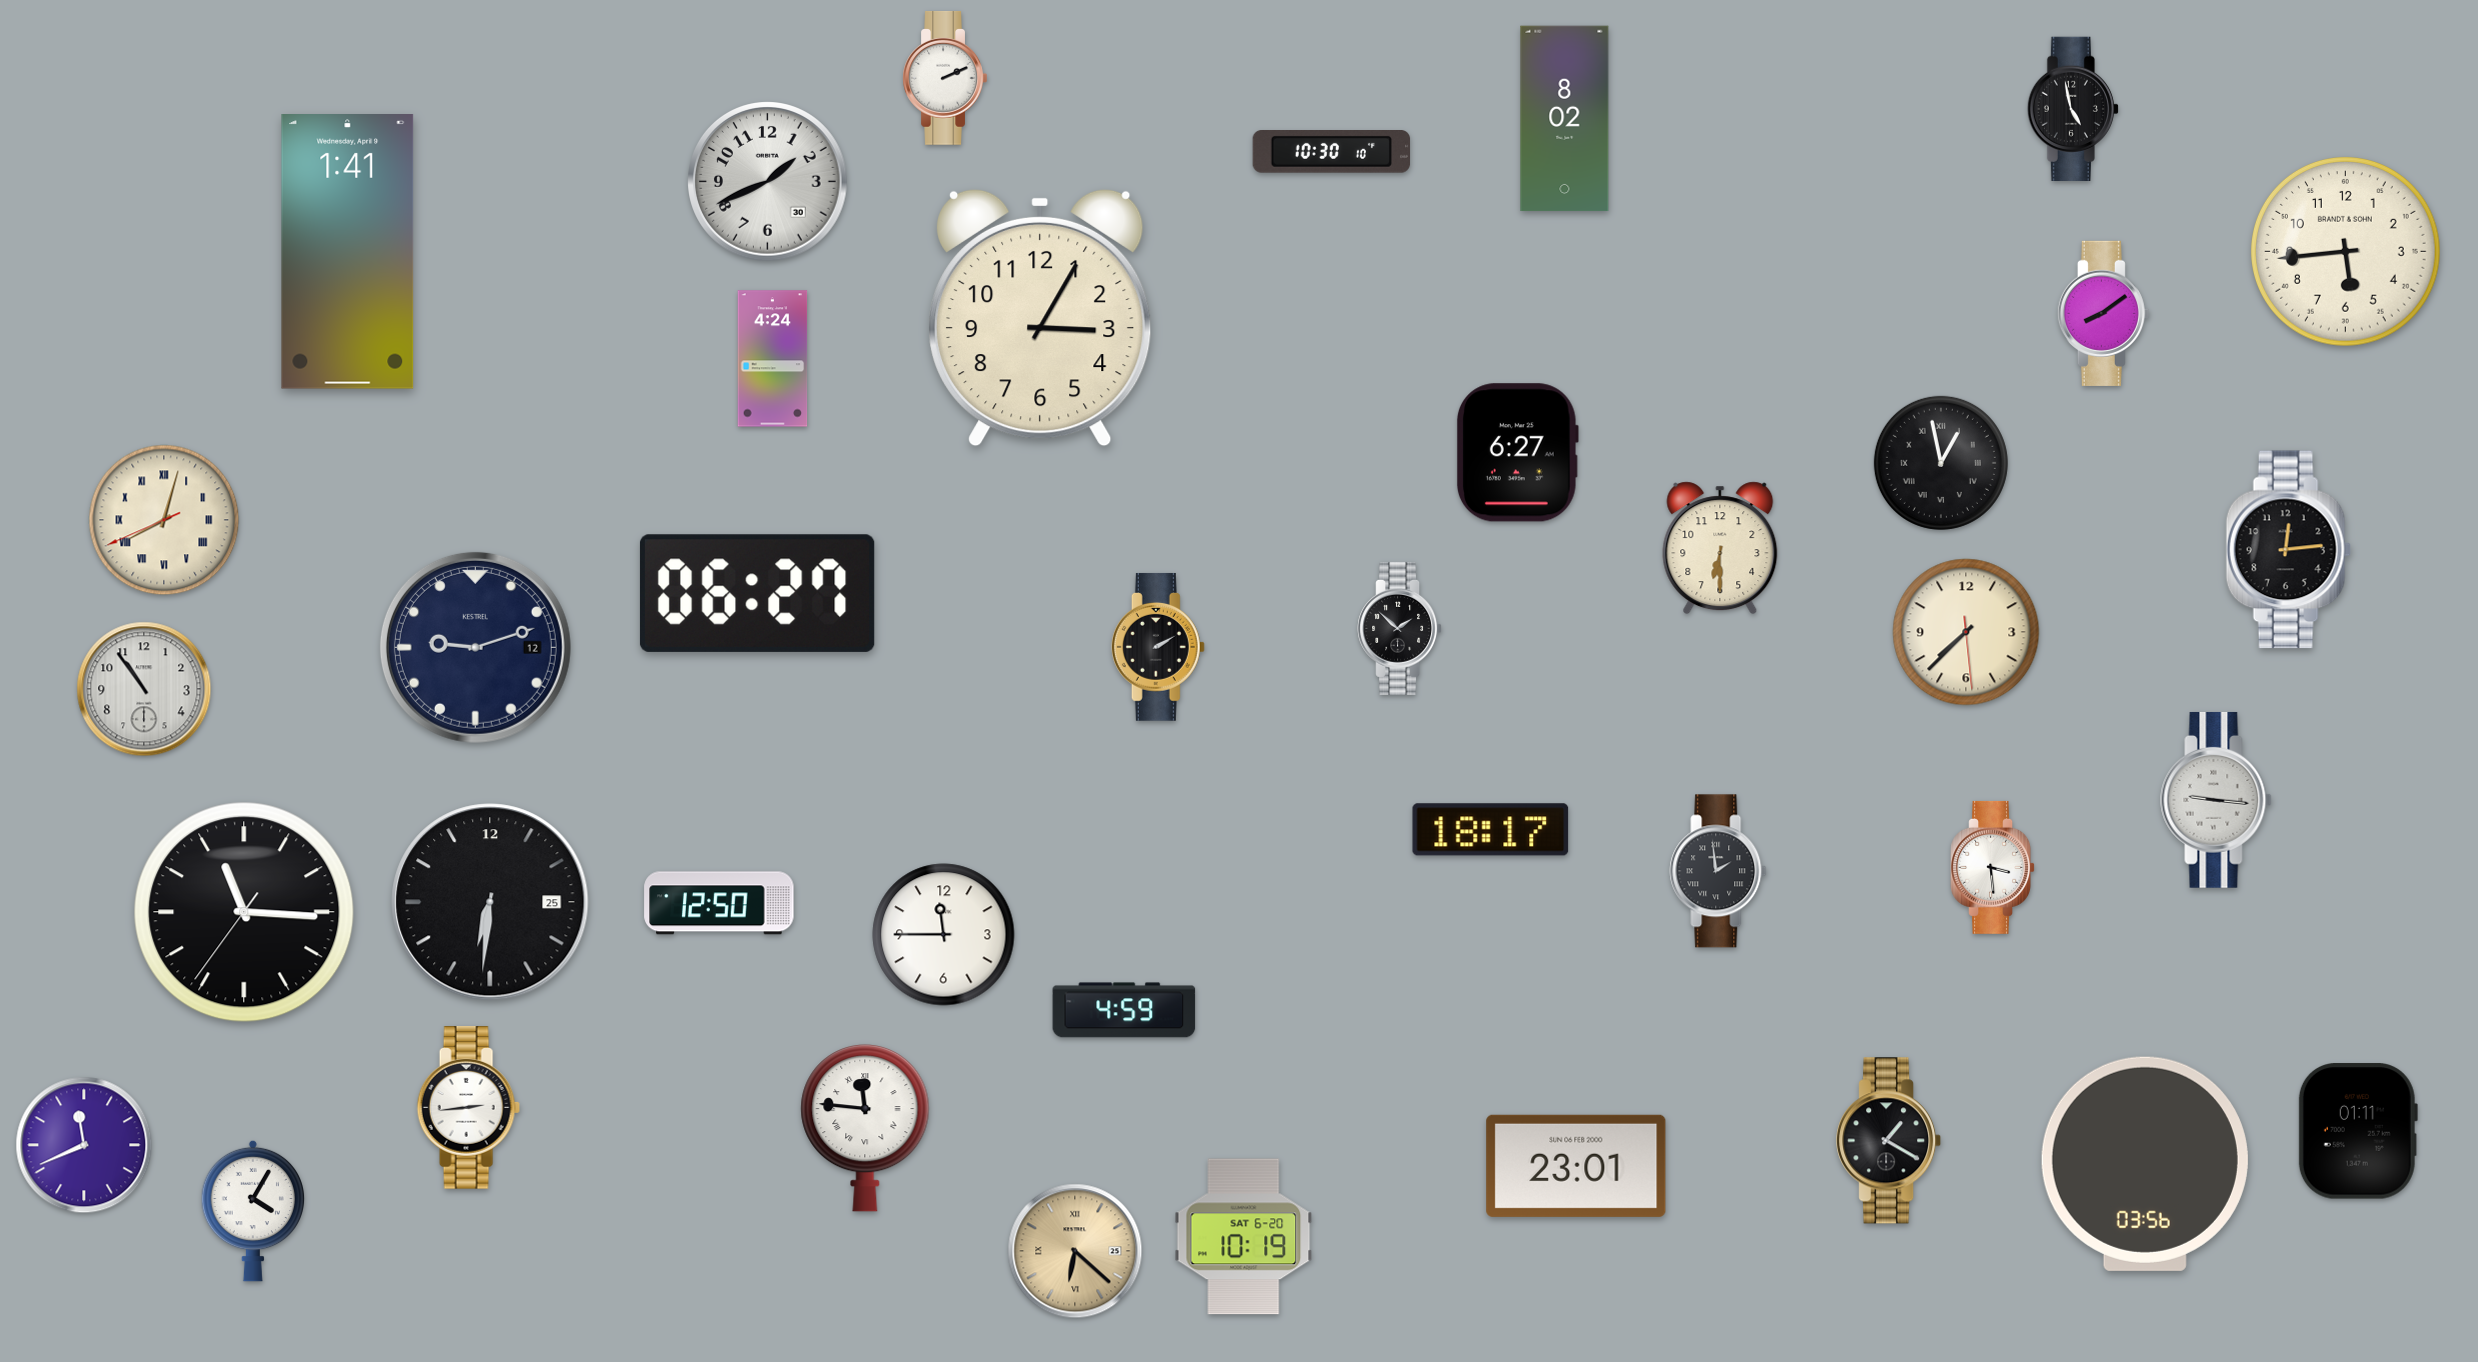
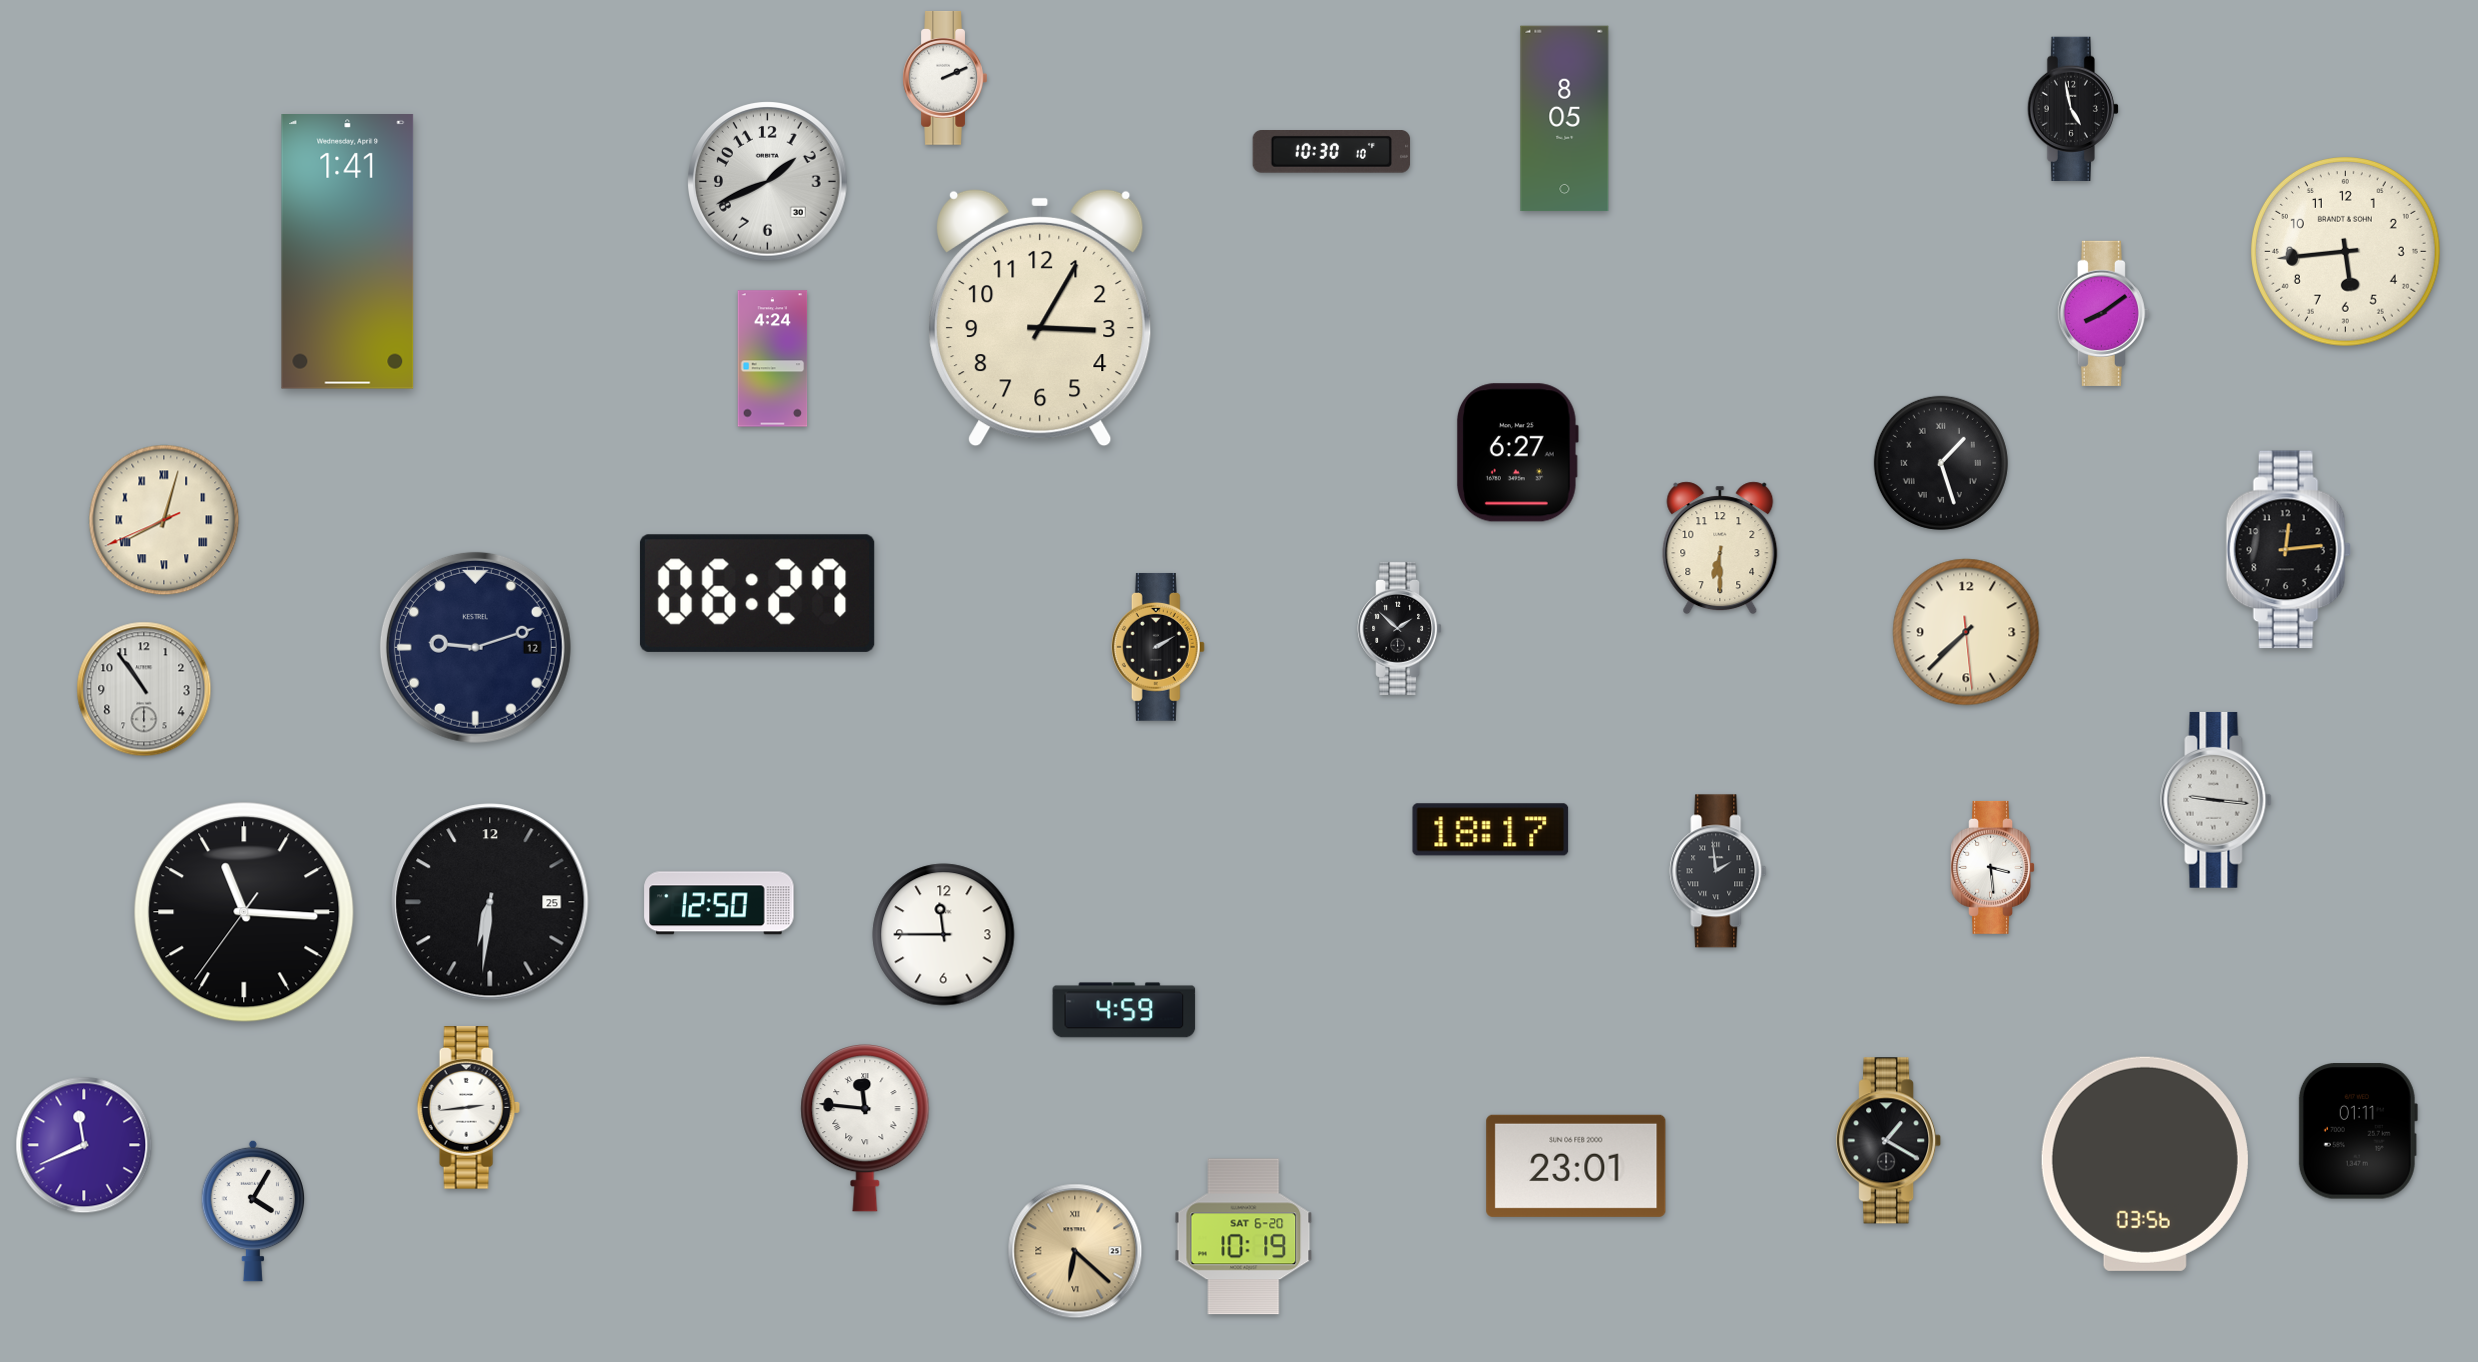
clock at (1565, 119): 8:02 -> 8:05
clock at (1941, 463): 12:58 -> 1:27
